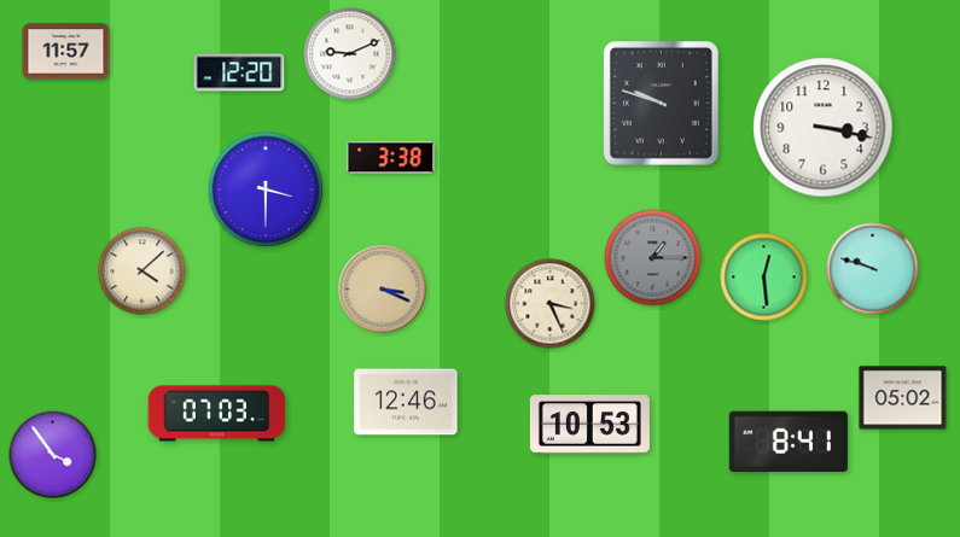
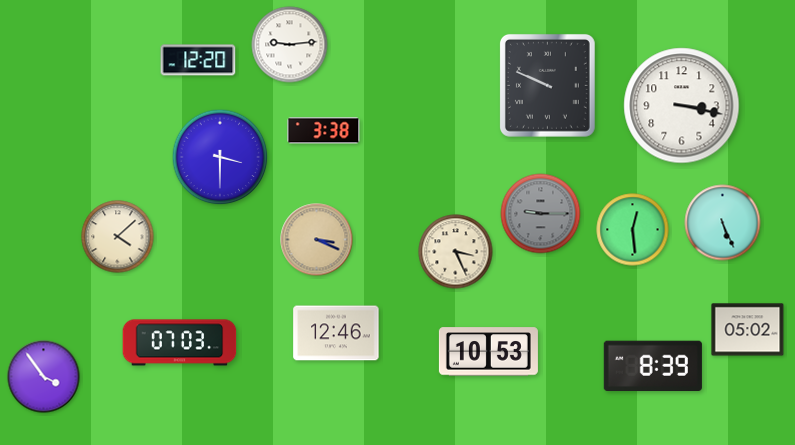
clock at (66, 52): 11:57 -> none
clock at (350, 54): 9:11 -> 9:14
clock at (661, 103): 9:48 -> 9:49
clock at (653, 258): 1:15 -> 9:15
clock at (873, 269): 9:48 -> 5:26
clock at (142, 272) position: (142, 272) -> (118, 237)
clock at (789, 440): 8:41 -> 8:39
